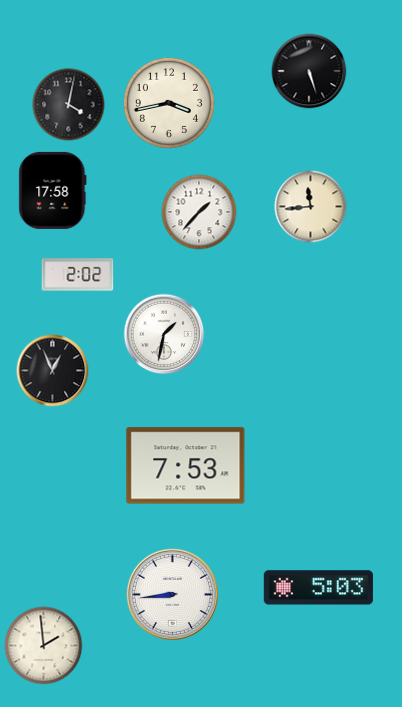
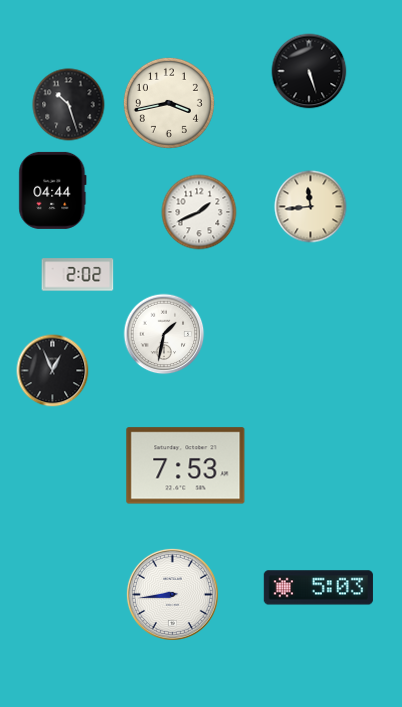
clock at (69, 105): 4:02 -> 10:27
clock at (53, 190): 17:58 -> 04:44
clock at (199, 212): 1:37 -> 1:41
clock at (44, 646): 1:59 -> none
